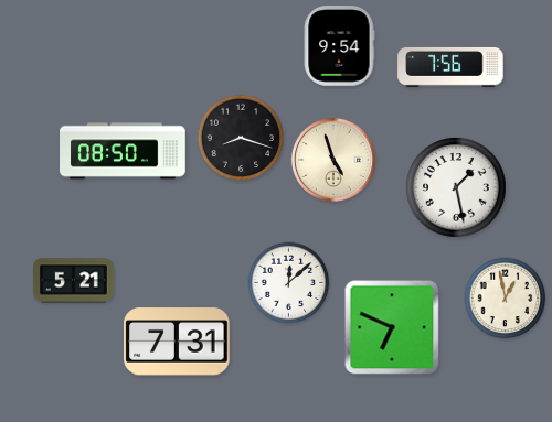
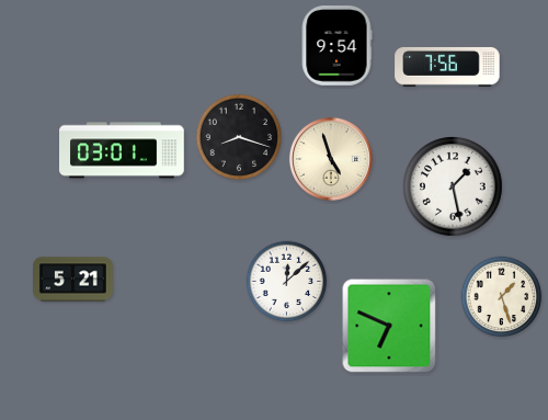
clock at (124, 151): 08:50 -> 03:01
clock at (506, 299): 12:58 -> 1:27
clock at (177, 342): 7:31 -> none
